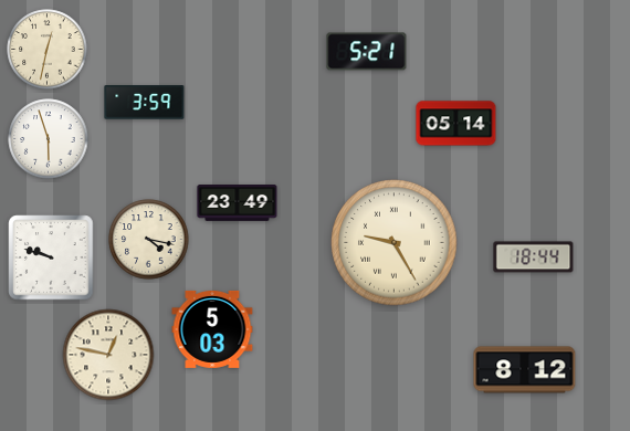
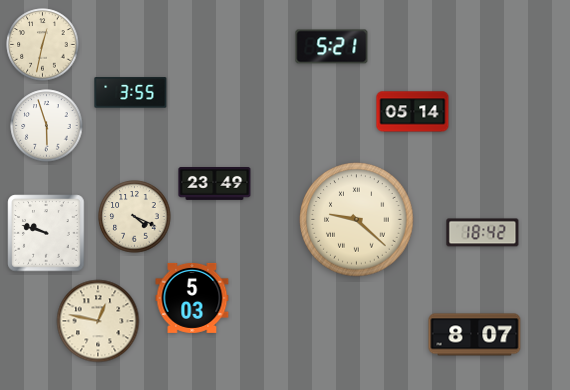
clock at (145, 103): 3:59 -> 3:55
clock at (49, 139) position: (49, 139) -> (47, 126)
clock at (149, 240): 4:17 -> 4:19
clock at (395, 243): 9:25 -> 9:22
clock at (534, 257): 18:44 -> 18:42
clock at (525, 370): 8:12 -> 8:07
